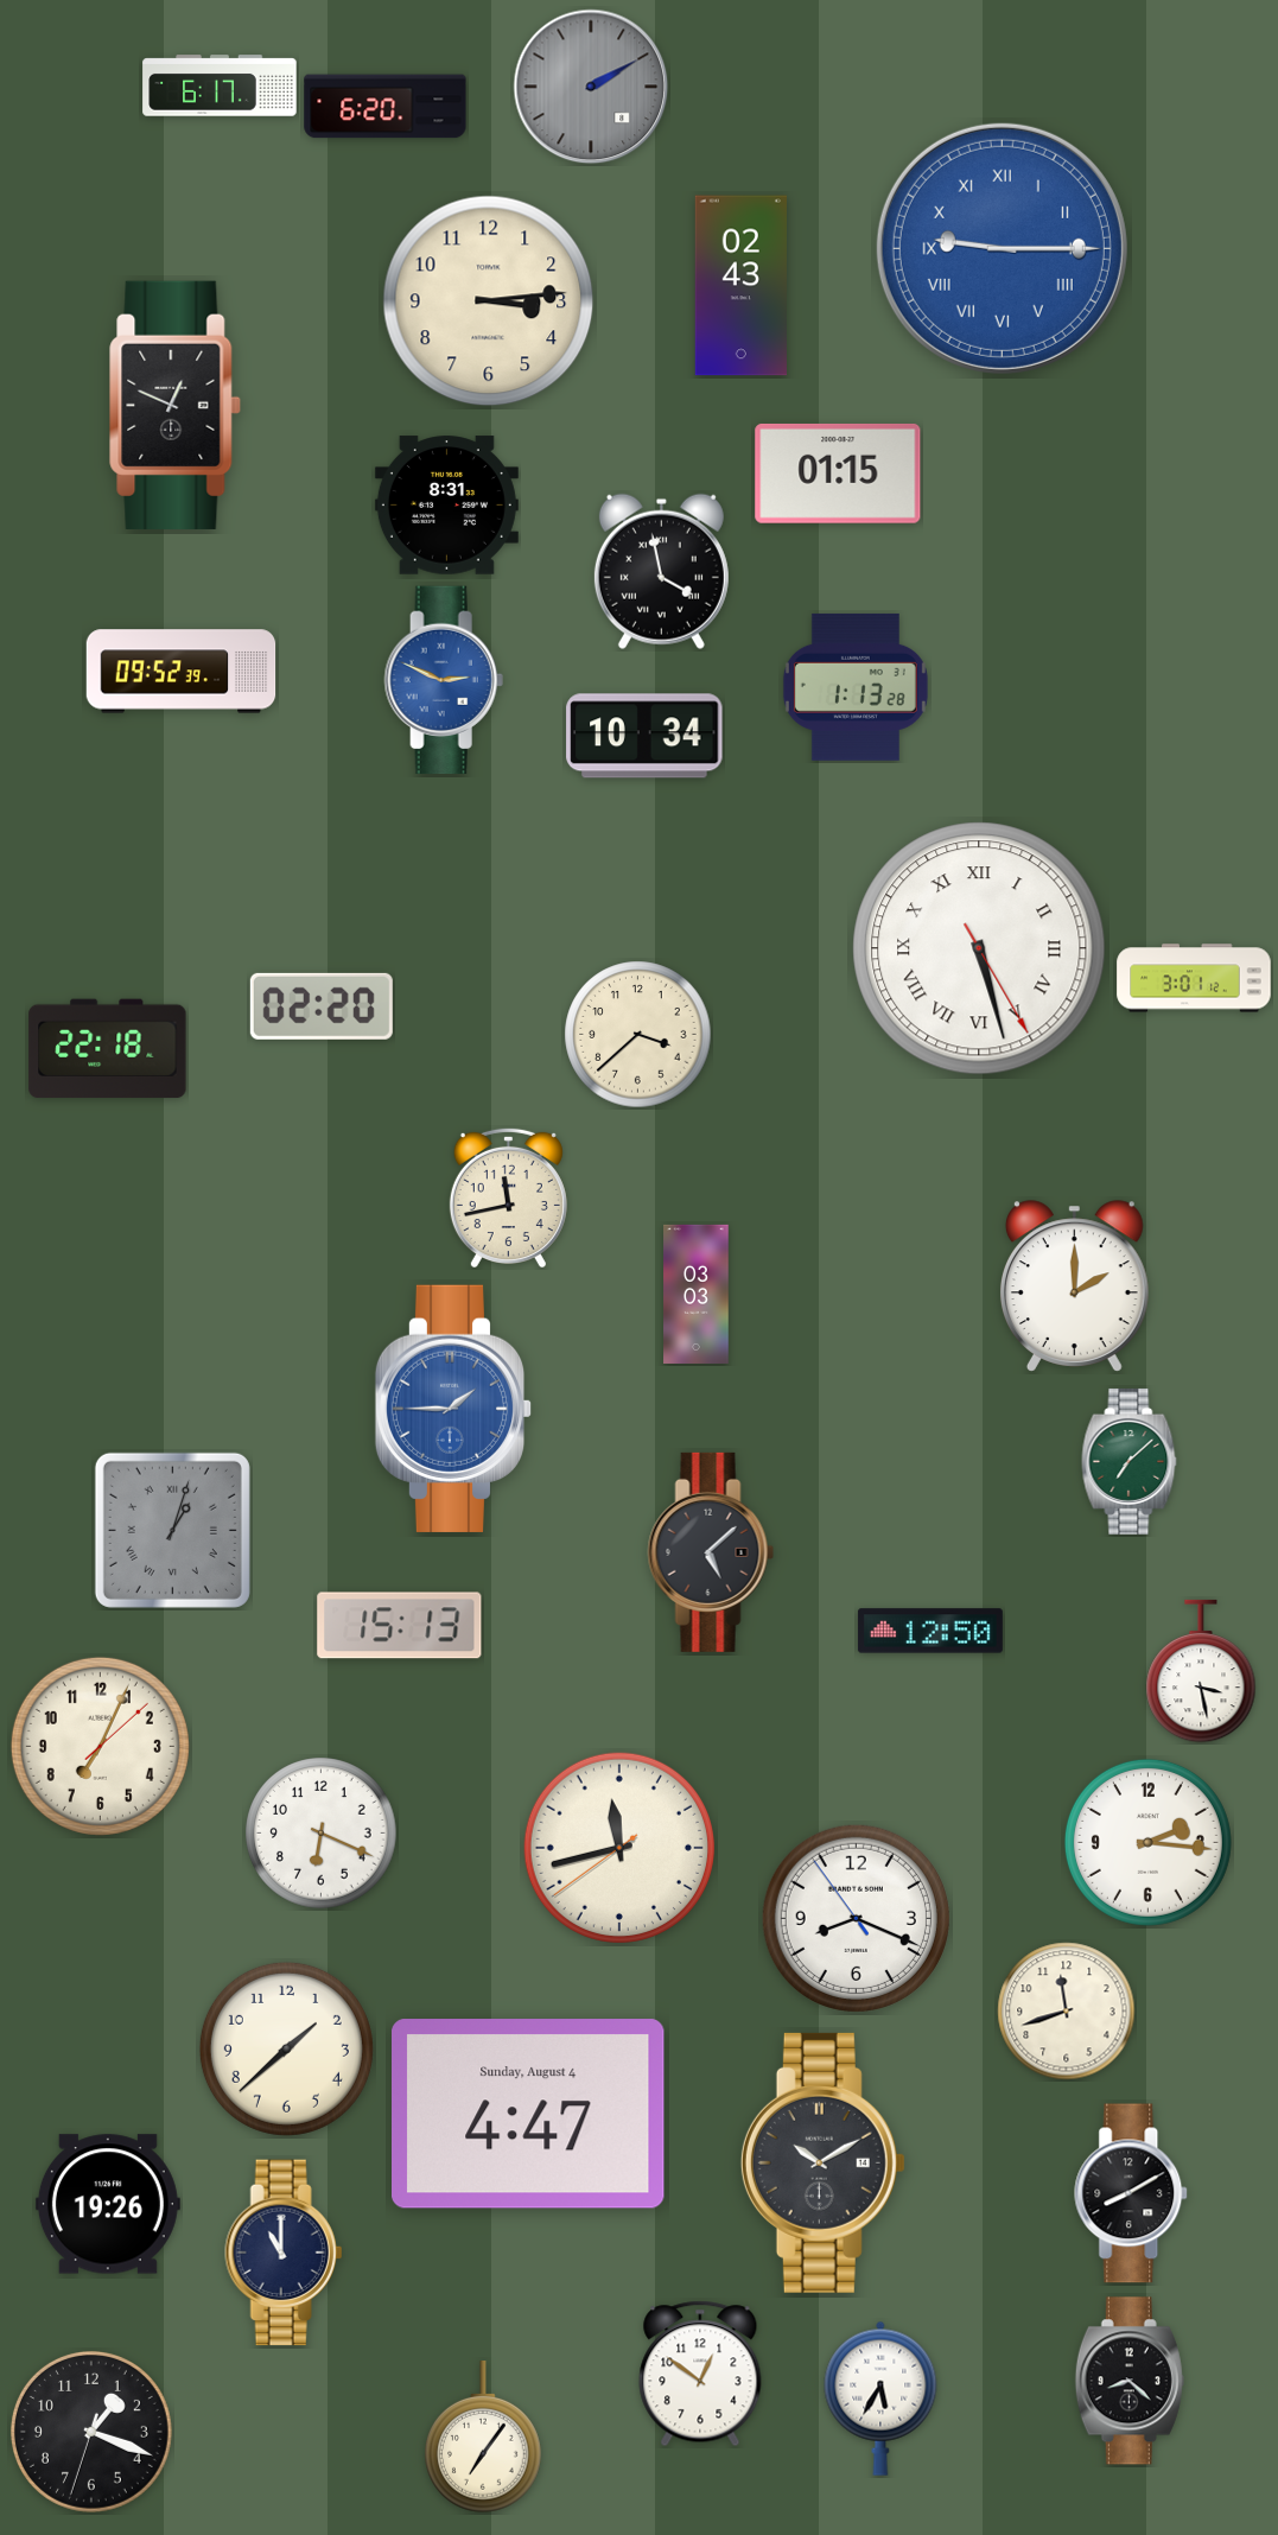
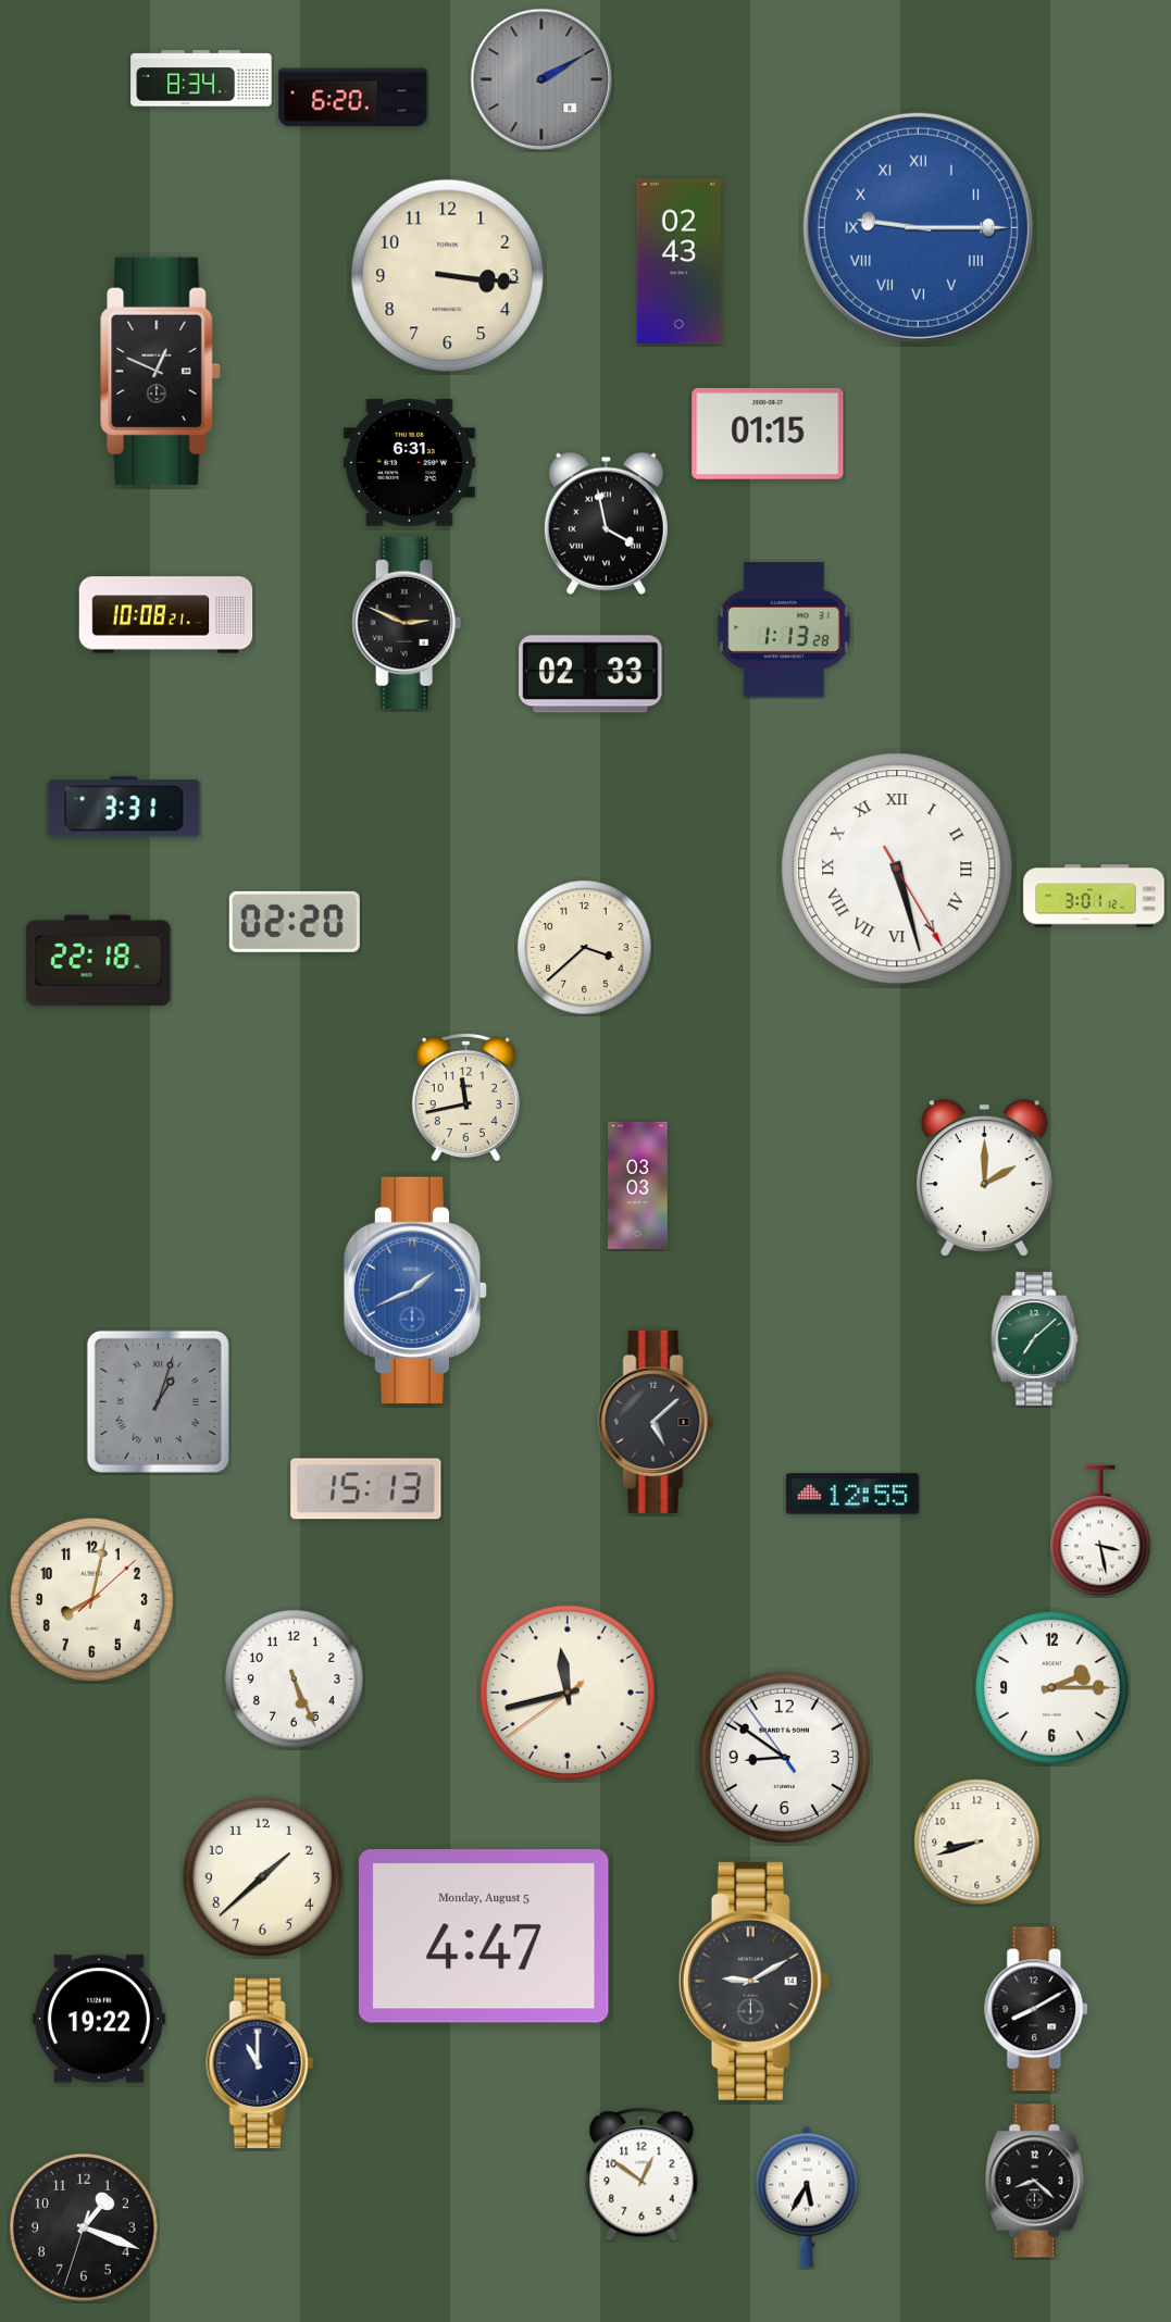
clock at (220, 85): 6:17 -> 8:34
clock at (489, 301): 3:14 -> 3:16
clock at (446, 506): 8:31 -> 6:31
clock at (182, 672): 09:52 -> 10:08
clock at (444, 680) dial: blue -> black
clock at (644, 736): 10:34 -> 02:33
clock at (124, 807): none -> 3:31
clock at (453, 1409): 1:45 -> 1:41
clock at (711, 1552) position: (711, 1552) -> (656, 1422)
clock at (930, 1631): 12:50 -> 12:55
clock at (100, 1746): 7:04 -> 8:02
clock at (322, 1834): 6:19 -> 5:26
clock at (1147, 1842): 2:16 -> 2:15
clock at (856, 1918): 8:18 -> 8:50
clock at (1067, 2012): 11:42 -> 8:42
clock at (529, 2114) date: Sunday, August 4 -> Monday, August 5
clock at (822, 2162): 10:10 -> 9:10
clock at (108, 2204): 19:26 -> 19:22
clock at (484, 2438): 7:06 -> none
